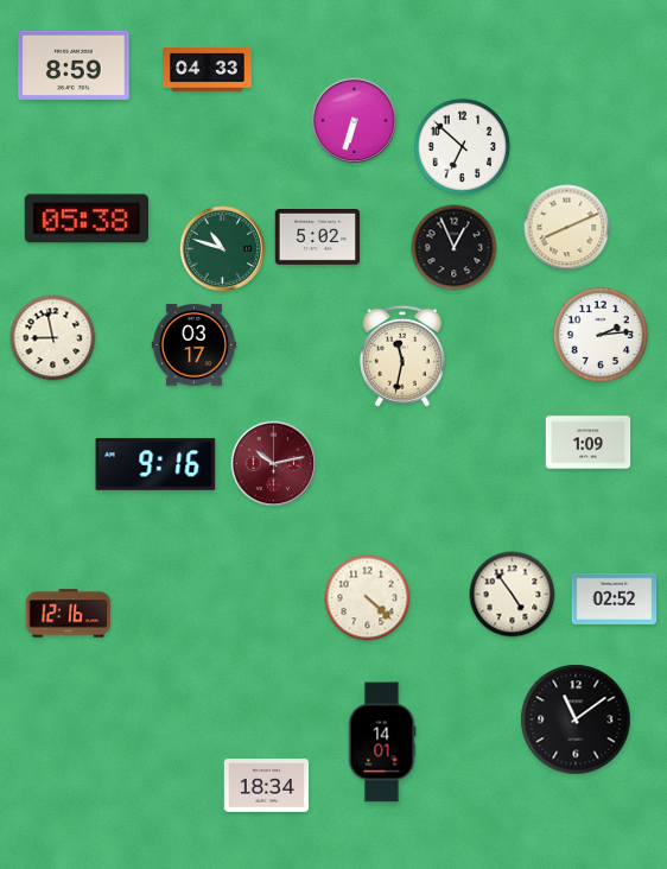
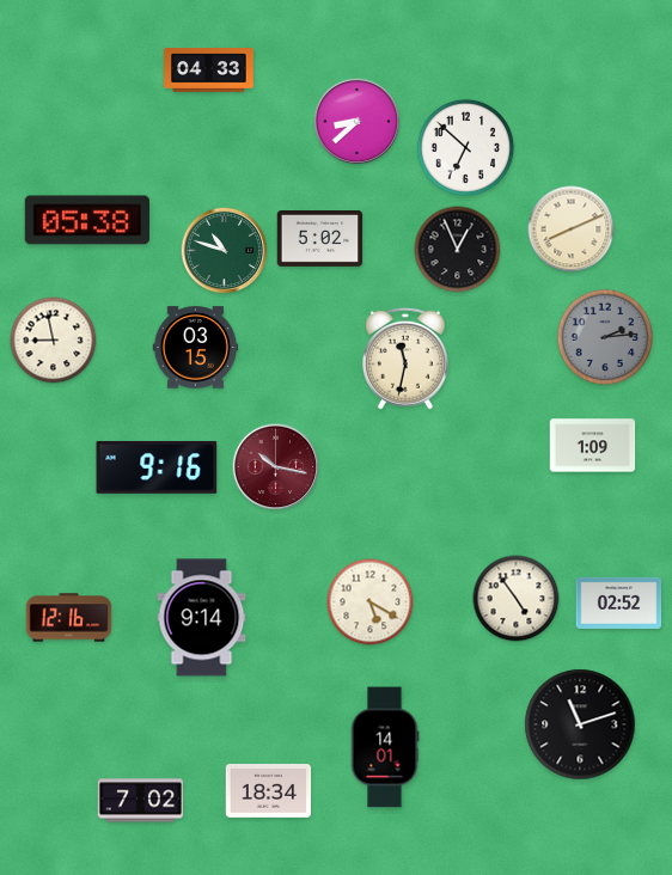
clock at (74, 65): 8:59 -> none
clock at (355, 121): 6:33 -> 8:38
clock at (601, 335) dial: white -> grey
clock at (195, 345): 03:17 -> 03:15
clock at (274, 464): 10:13 -> 10:17
clock at (368, 598): 4:22 -> 5:20
clock at (202, 618): none -> 9:14
clock at (576, 719): 11:09 -> 11:12
clock at (141, 801): none -> 7:02
